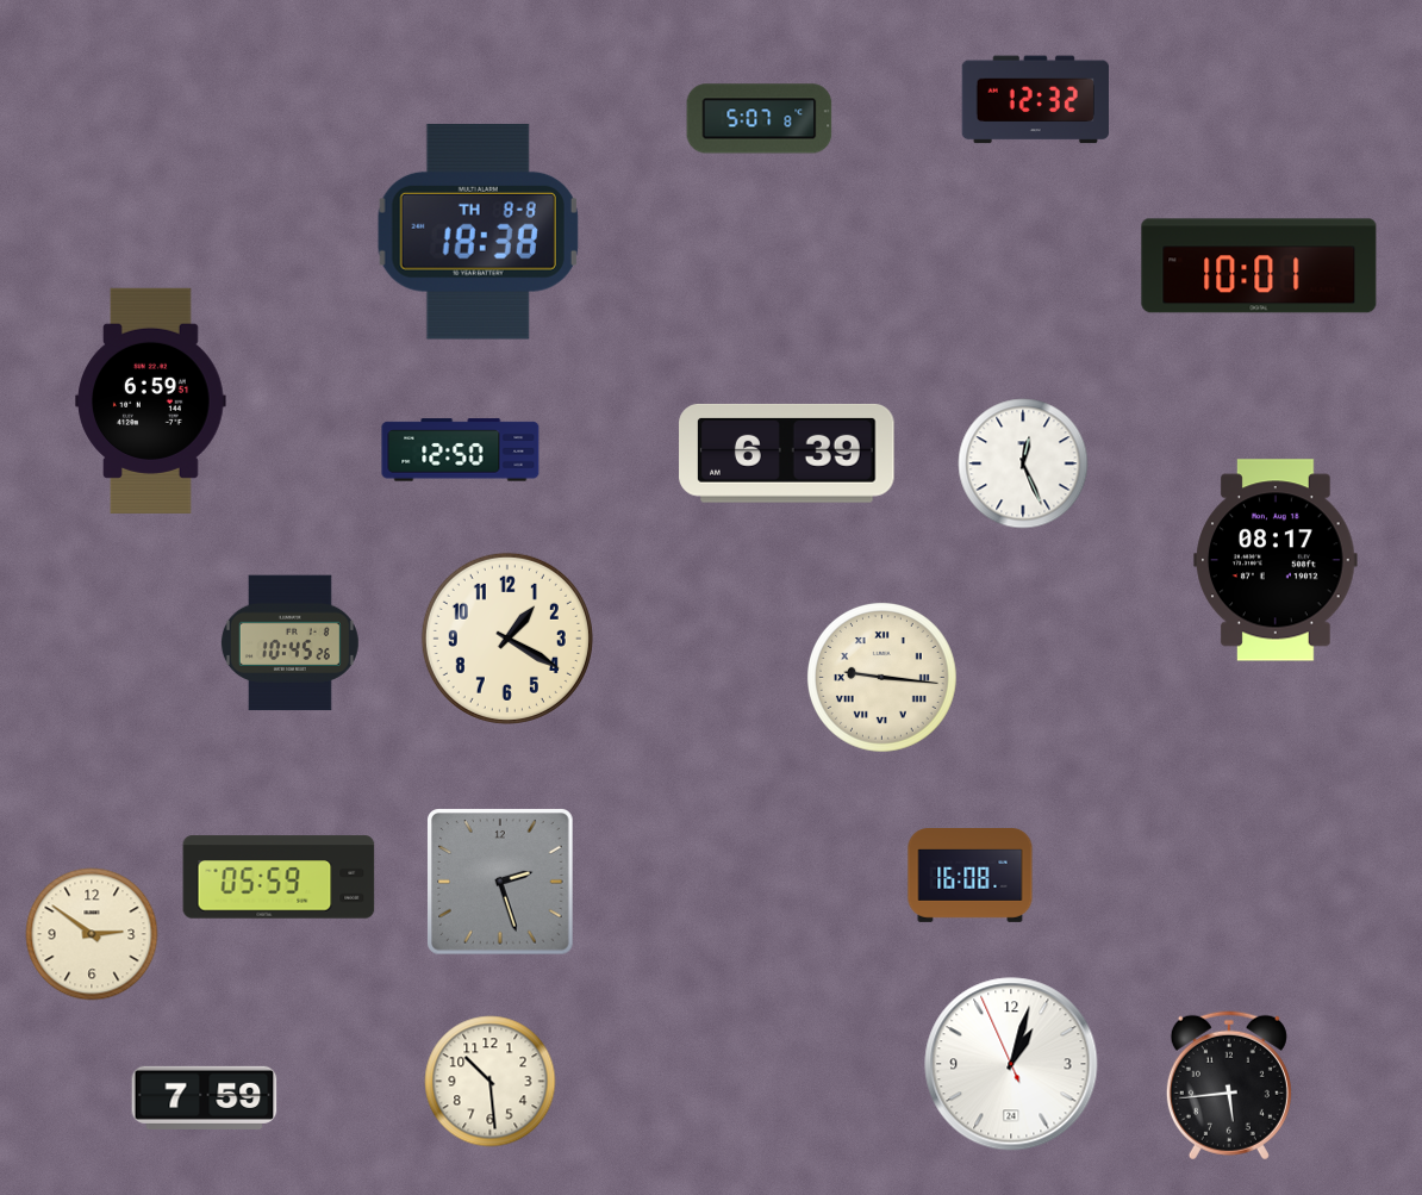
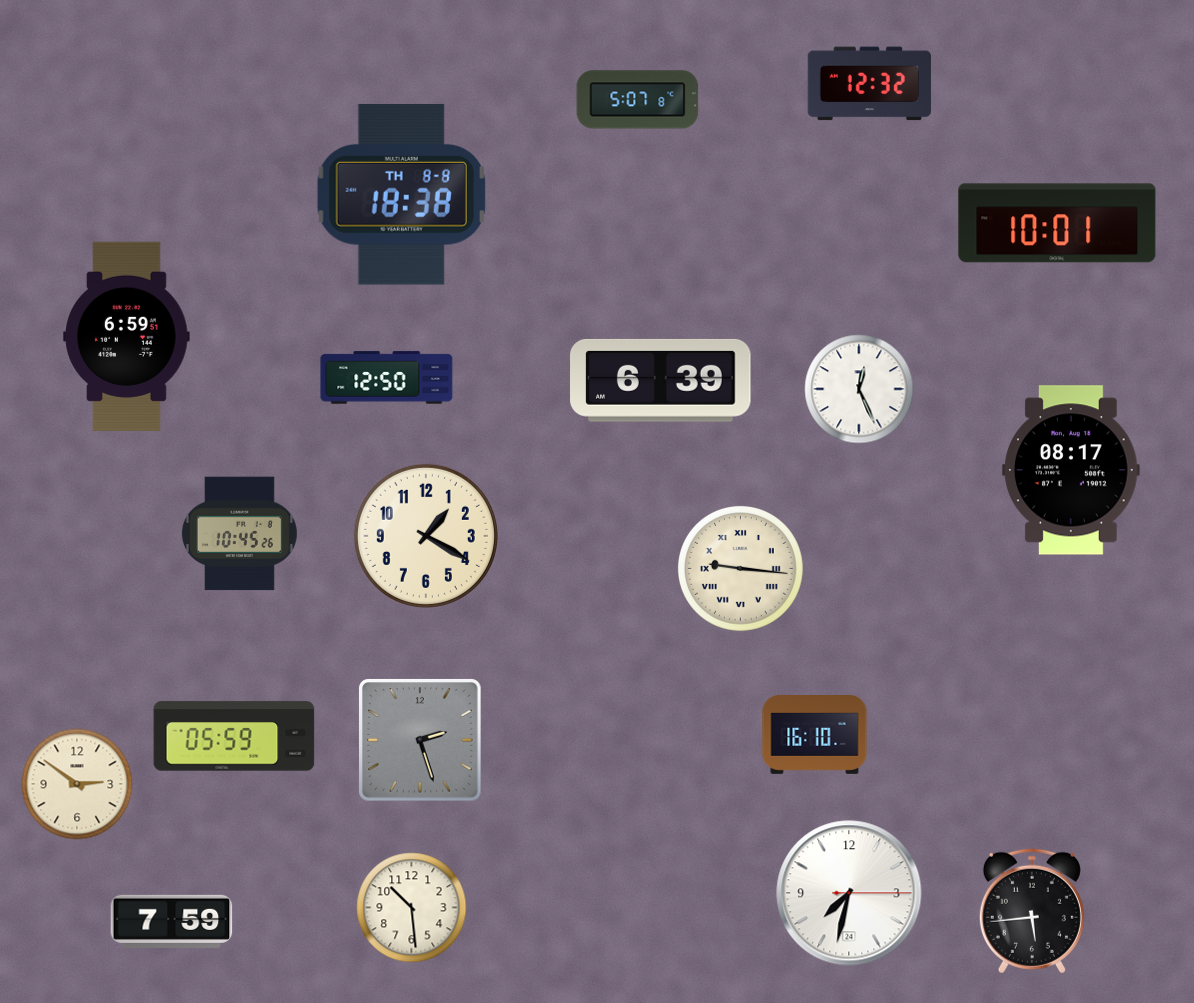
clock at (289, 643) position: (289, 643) -> (239, 534)
clock at (971, 876): 16:08 -> 16:10
clock at (1011, 1064): 1:02 -> 7:32
